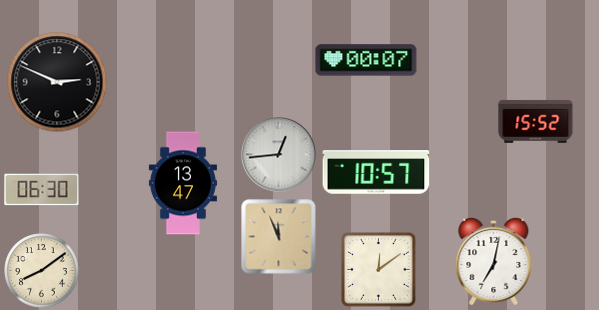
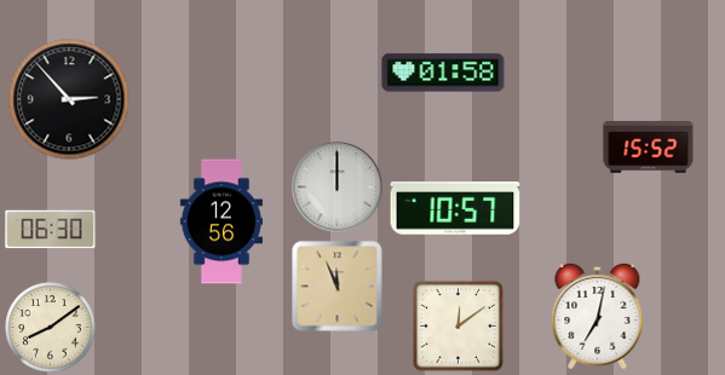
clock at (366, 60): 00:07 -> 01:58
clock at (57, 82): 2:49 -> 2:53
clock at (279, 155): 12:44 -> 12:00
clock at (183, 183): 13:47 -> 12:56
